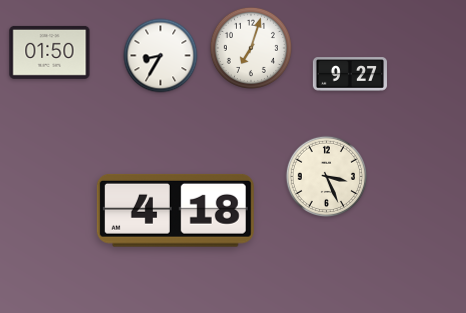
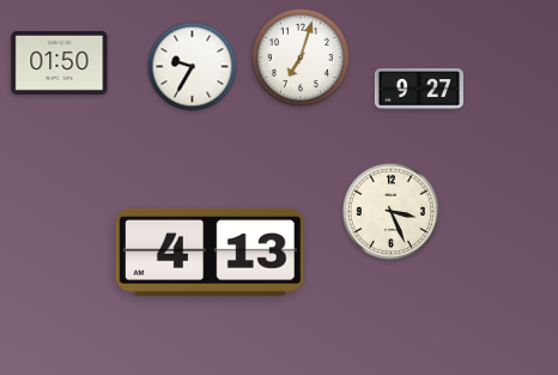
clock at (161, 56): 8:35 -> 9:35
clock at (175, 210): 4:18 -> 4:13
